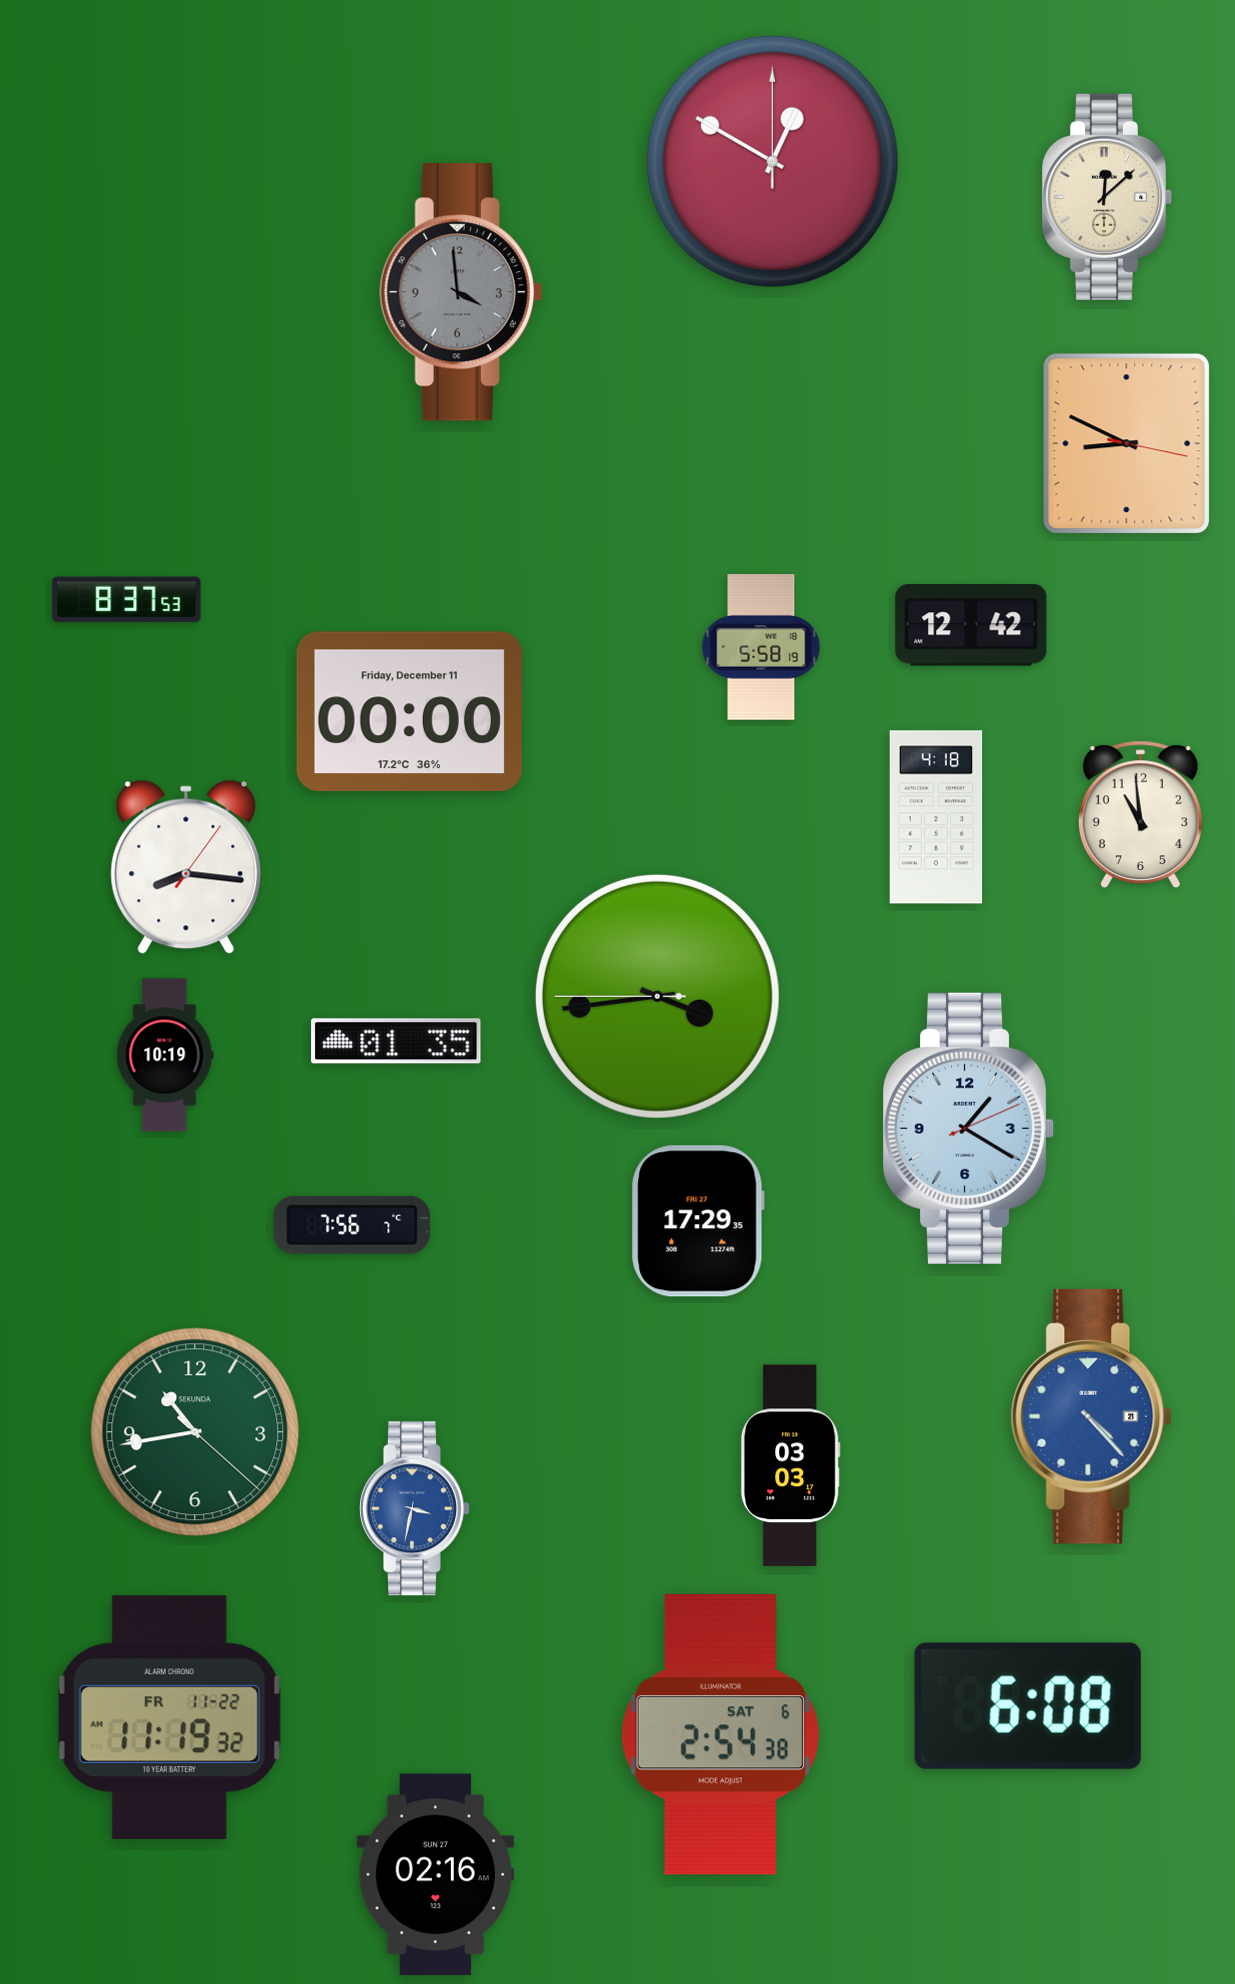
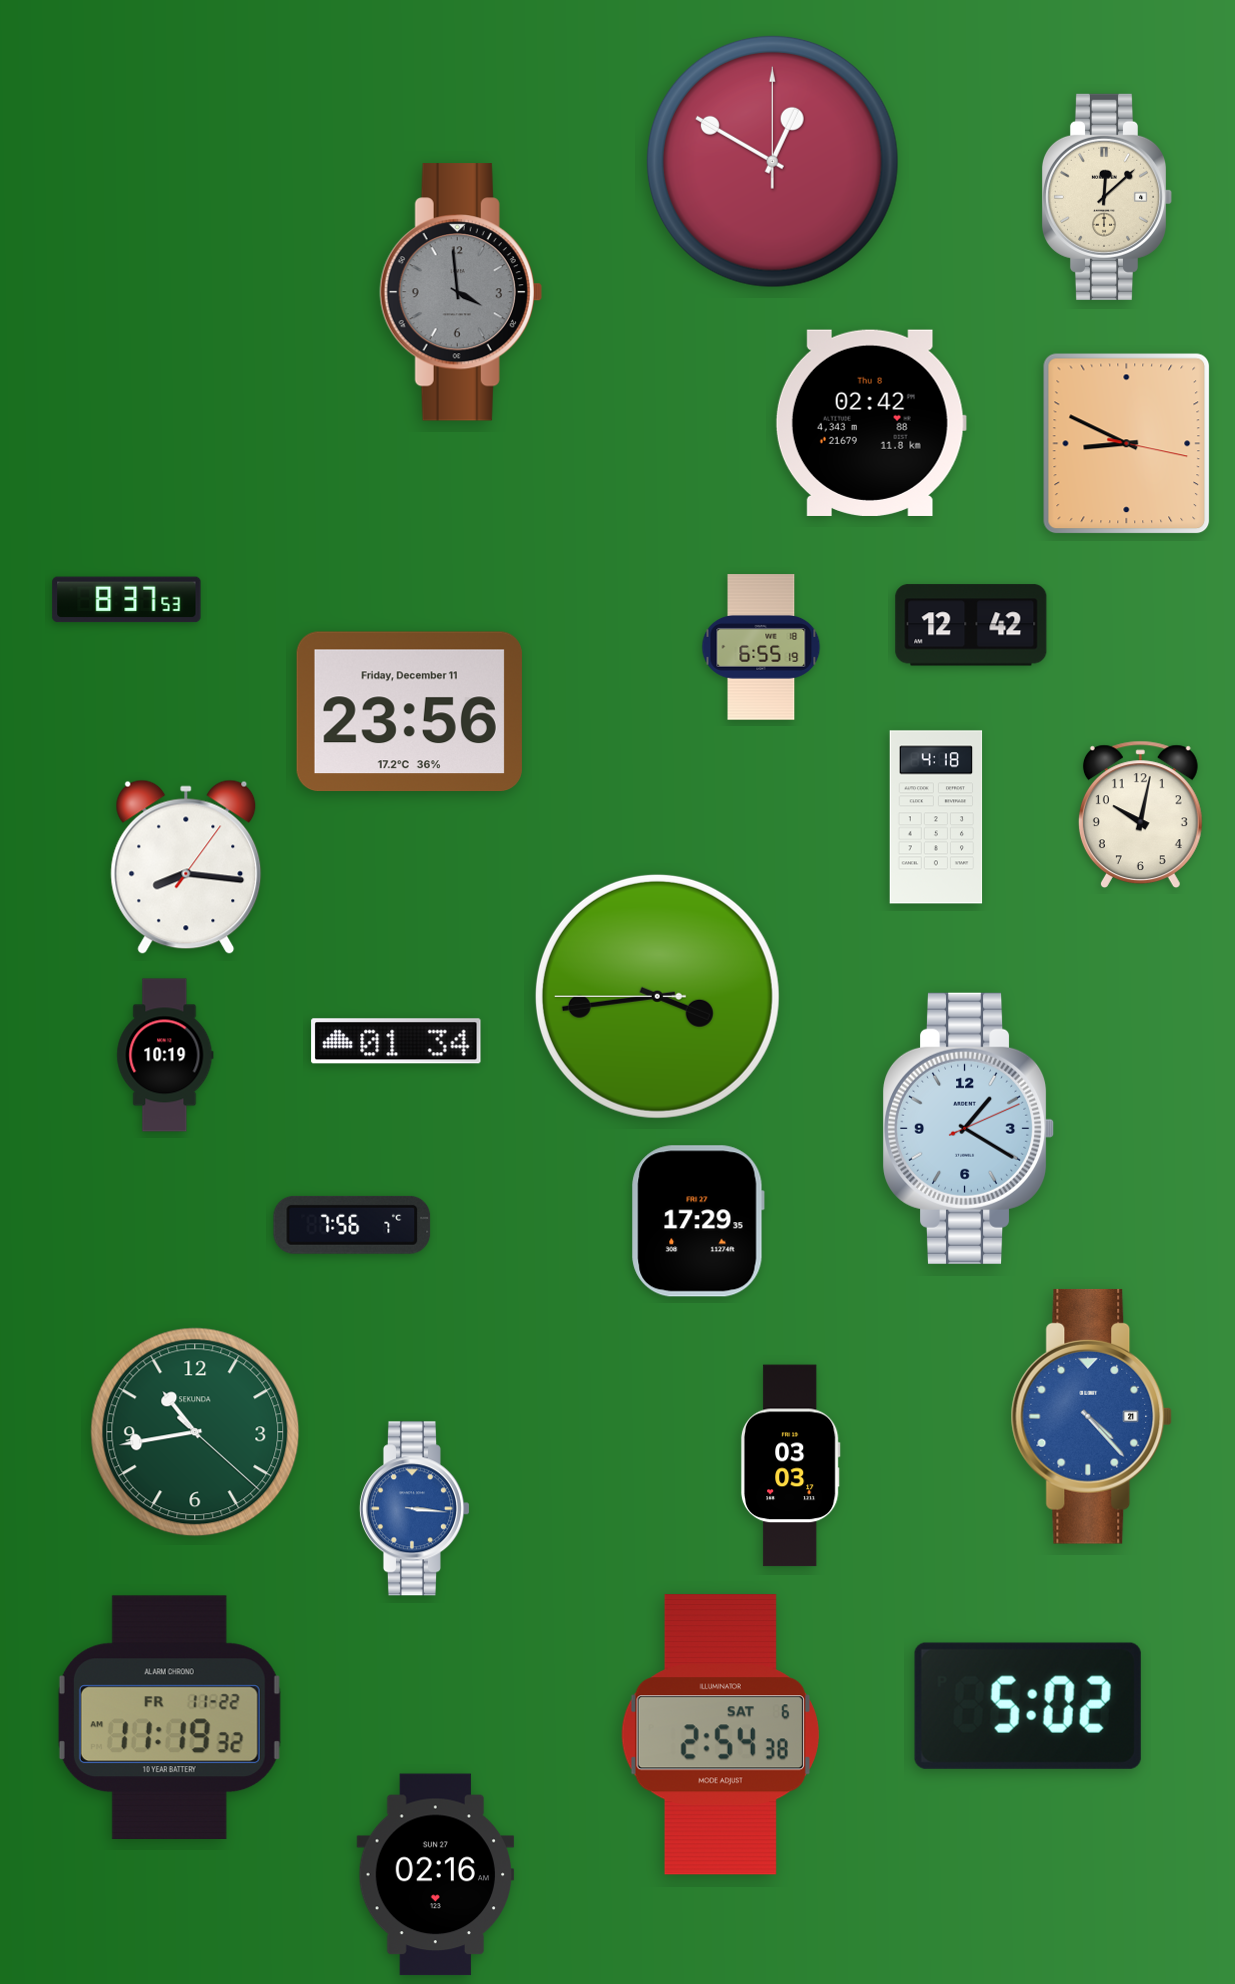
clock at (871, 423): none -> 02:42
clock at (761, 647): 5:58 -> 6:55
clock at (409, 712): 00:00 -> 23:56
clock at (1140, 815): 10:59 -> 10:02
clock at (396, 1041): 01:35 -> 01:34
clock at (414, 1509): 3:32 -> 3:16
clock at (1028, 1706): 6:08 -> 5:02
